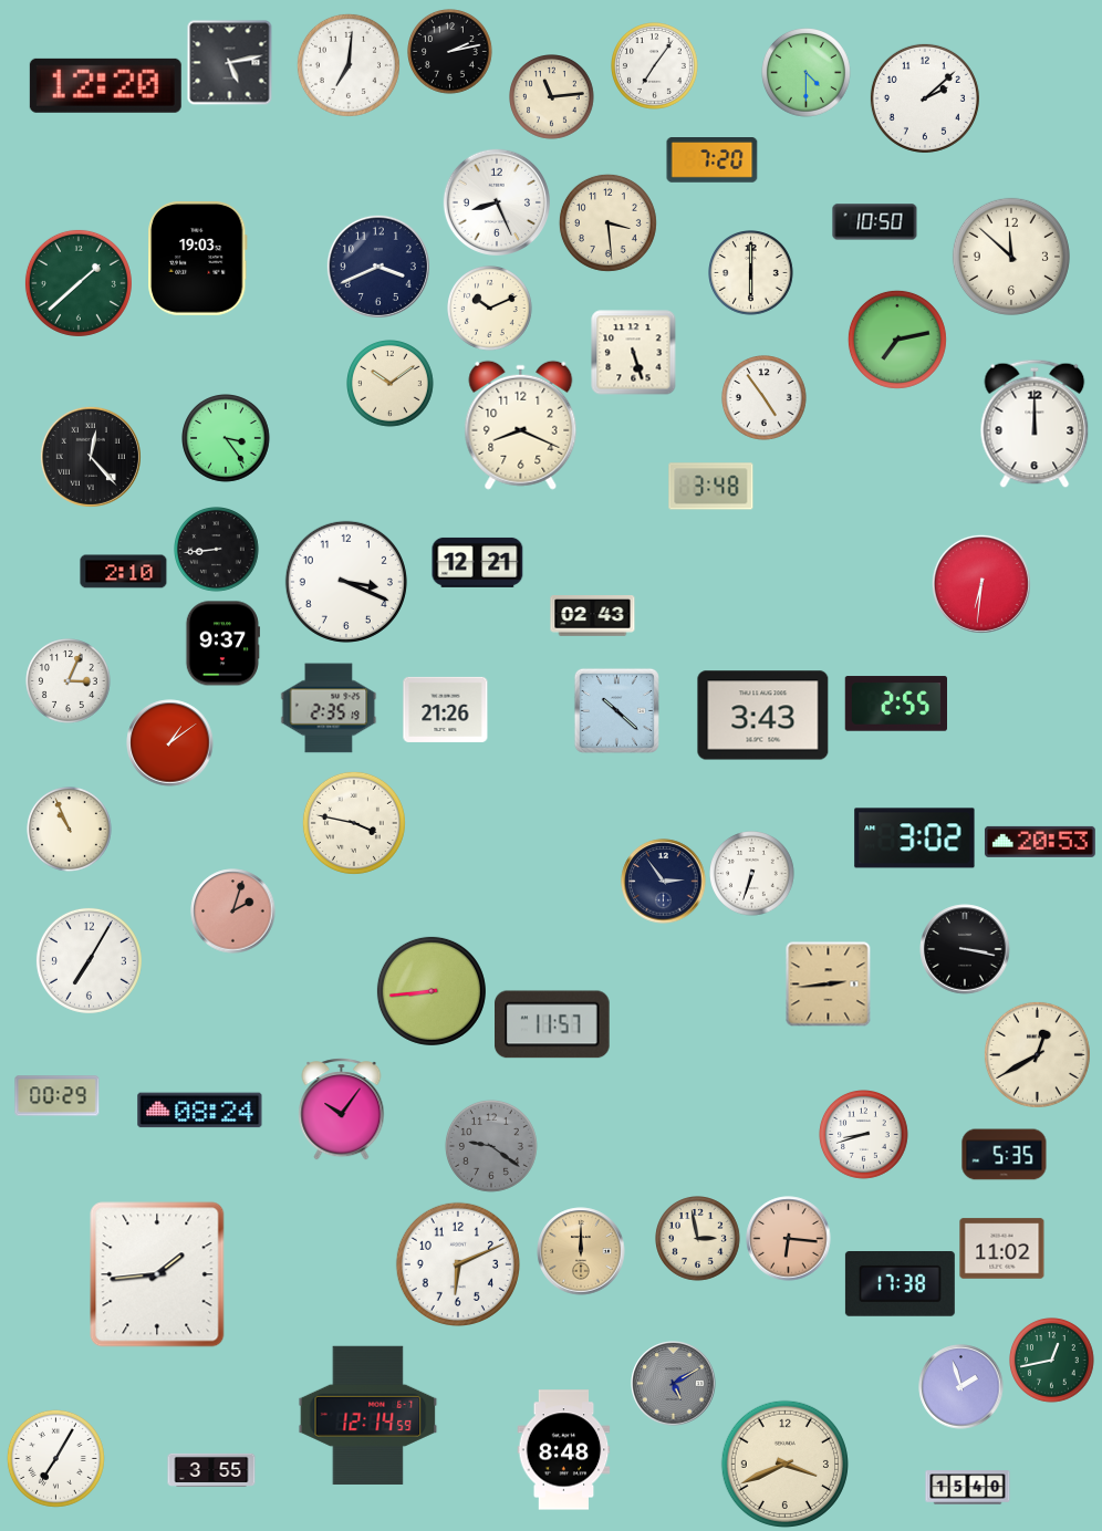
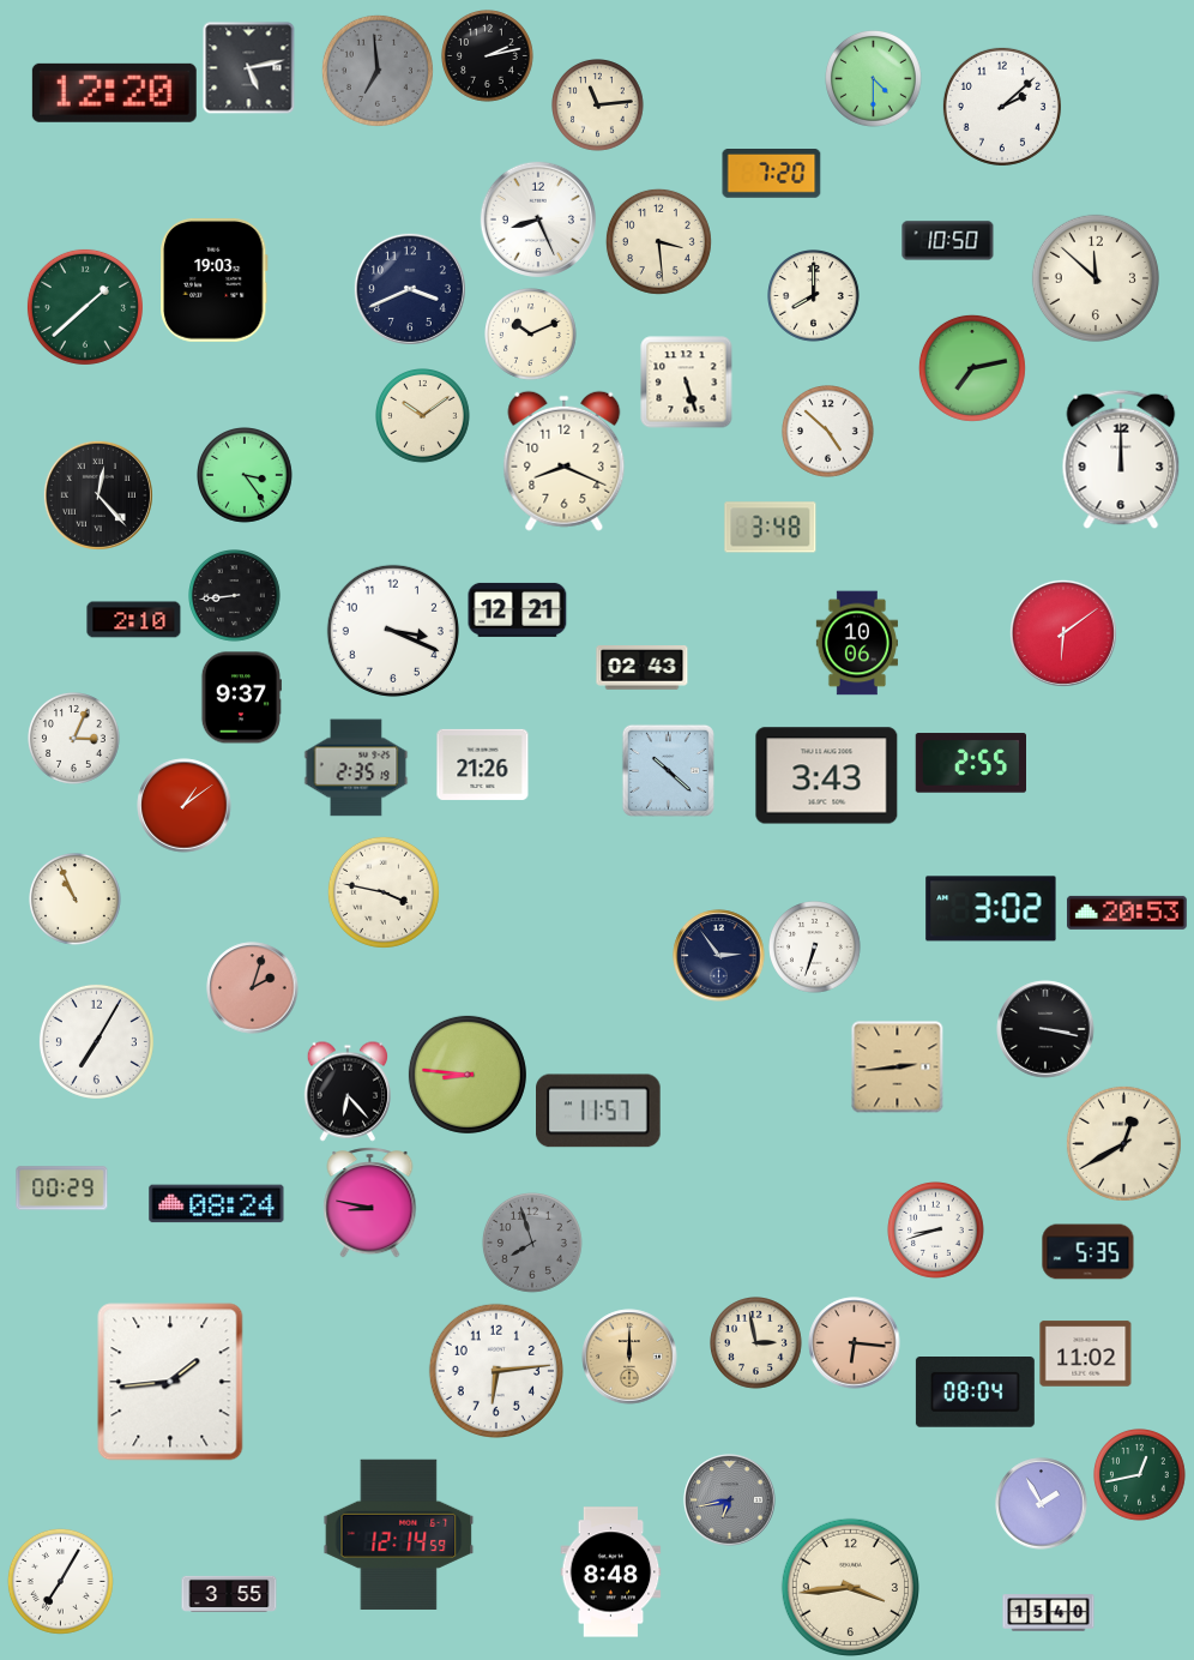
clock at (349, 65): 7:01 -> 6:59
clock at (349, 65) dial: white -> grey
clock at (655, 66): 7:06 -> none
clock at (751, 273): 6:00 -> 8:00
clock at (765, 398): 4:54 -> 4:52
clock at (346, 582) position: (346, 582) -> (393, 631)
clock at (981, 584): 6:31 -> 6:09
clock at (856, 643): none -> 10:06
clock at (446, 709) position: (446, 709) -> (483, 764)
clock at (432, 991): 8:44 -> 8:46
clock at (346, 1091): none -> 6:23
clock at (342, 1110): 10:06 -> 8:47
clock at (491, 1146): 9:21 -> 7:57
clock at (458, 1264): 6:11 -> 6:14
clock at (900, 1284): 17:38 -> 08:04
clock at (674, 1384): 5:10 -> 6:43
clock at (961, 1387): 1:57 -> 1:55
clock at (784, 1464): 3:41 -> 3:44
